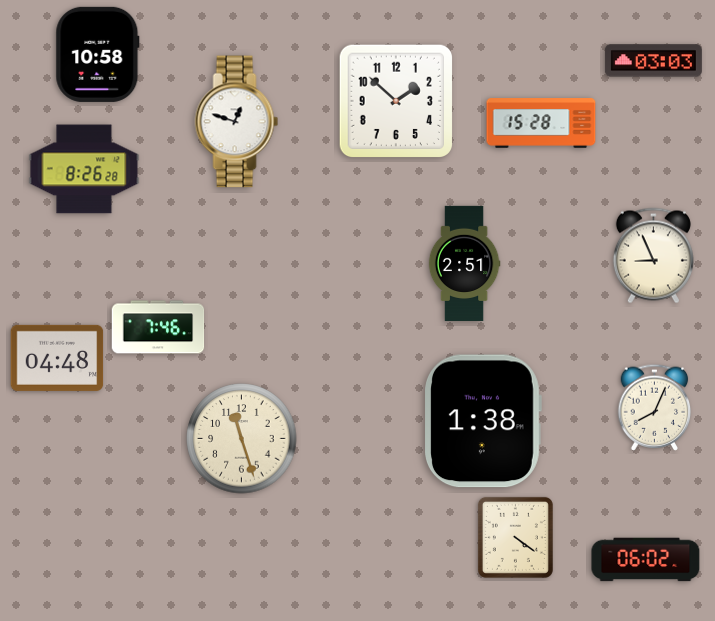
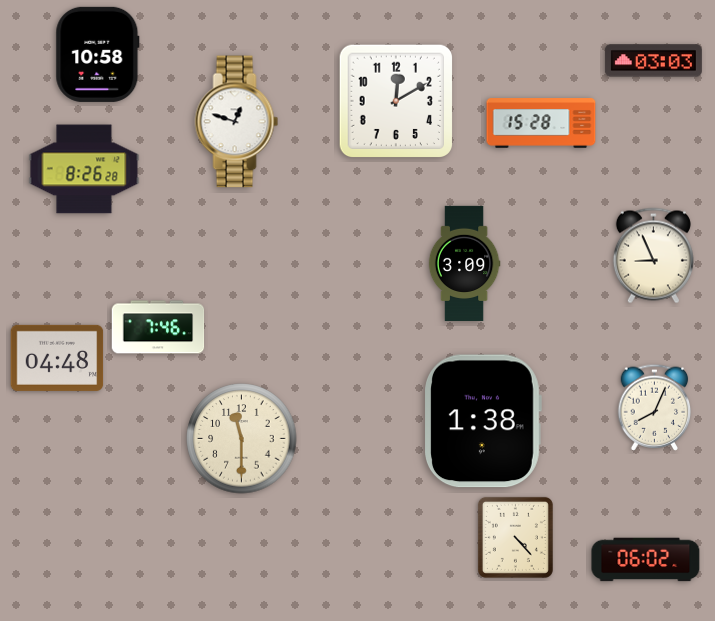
clock at (395, 100): 1:52 -> 12:10
clock at (464, 264): 2:51 -> 3:09
clock at (242, 439): 11:27 -> 11:30
clock at (515, 537): 4:21 -> 4:23
